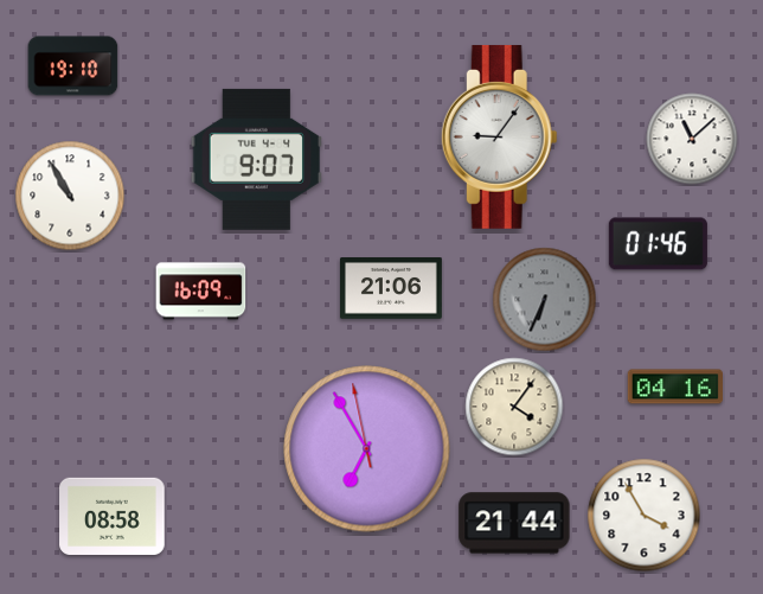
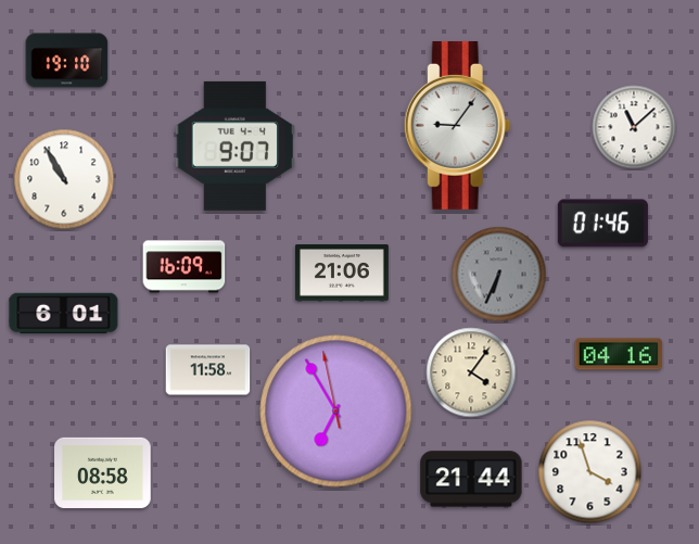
clock at (391, 288) position: (391, 288) -> (342, 273)
clock at (64, 314): none -> 6:01
clock at (208, 370): none -> 11:58
clock at (645, 516): 3:55 -> 3:57
